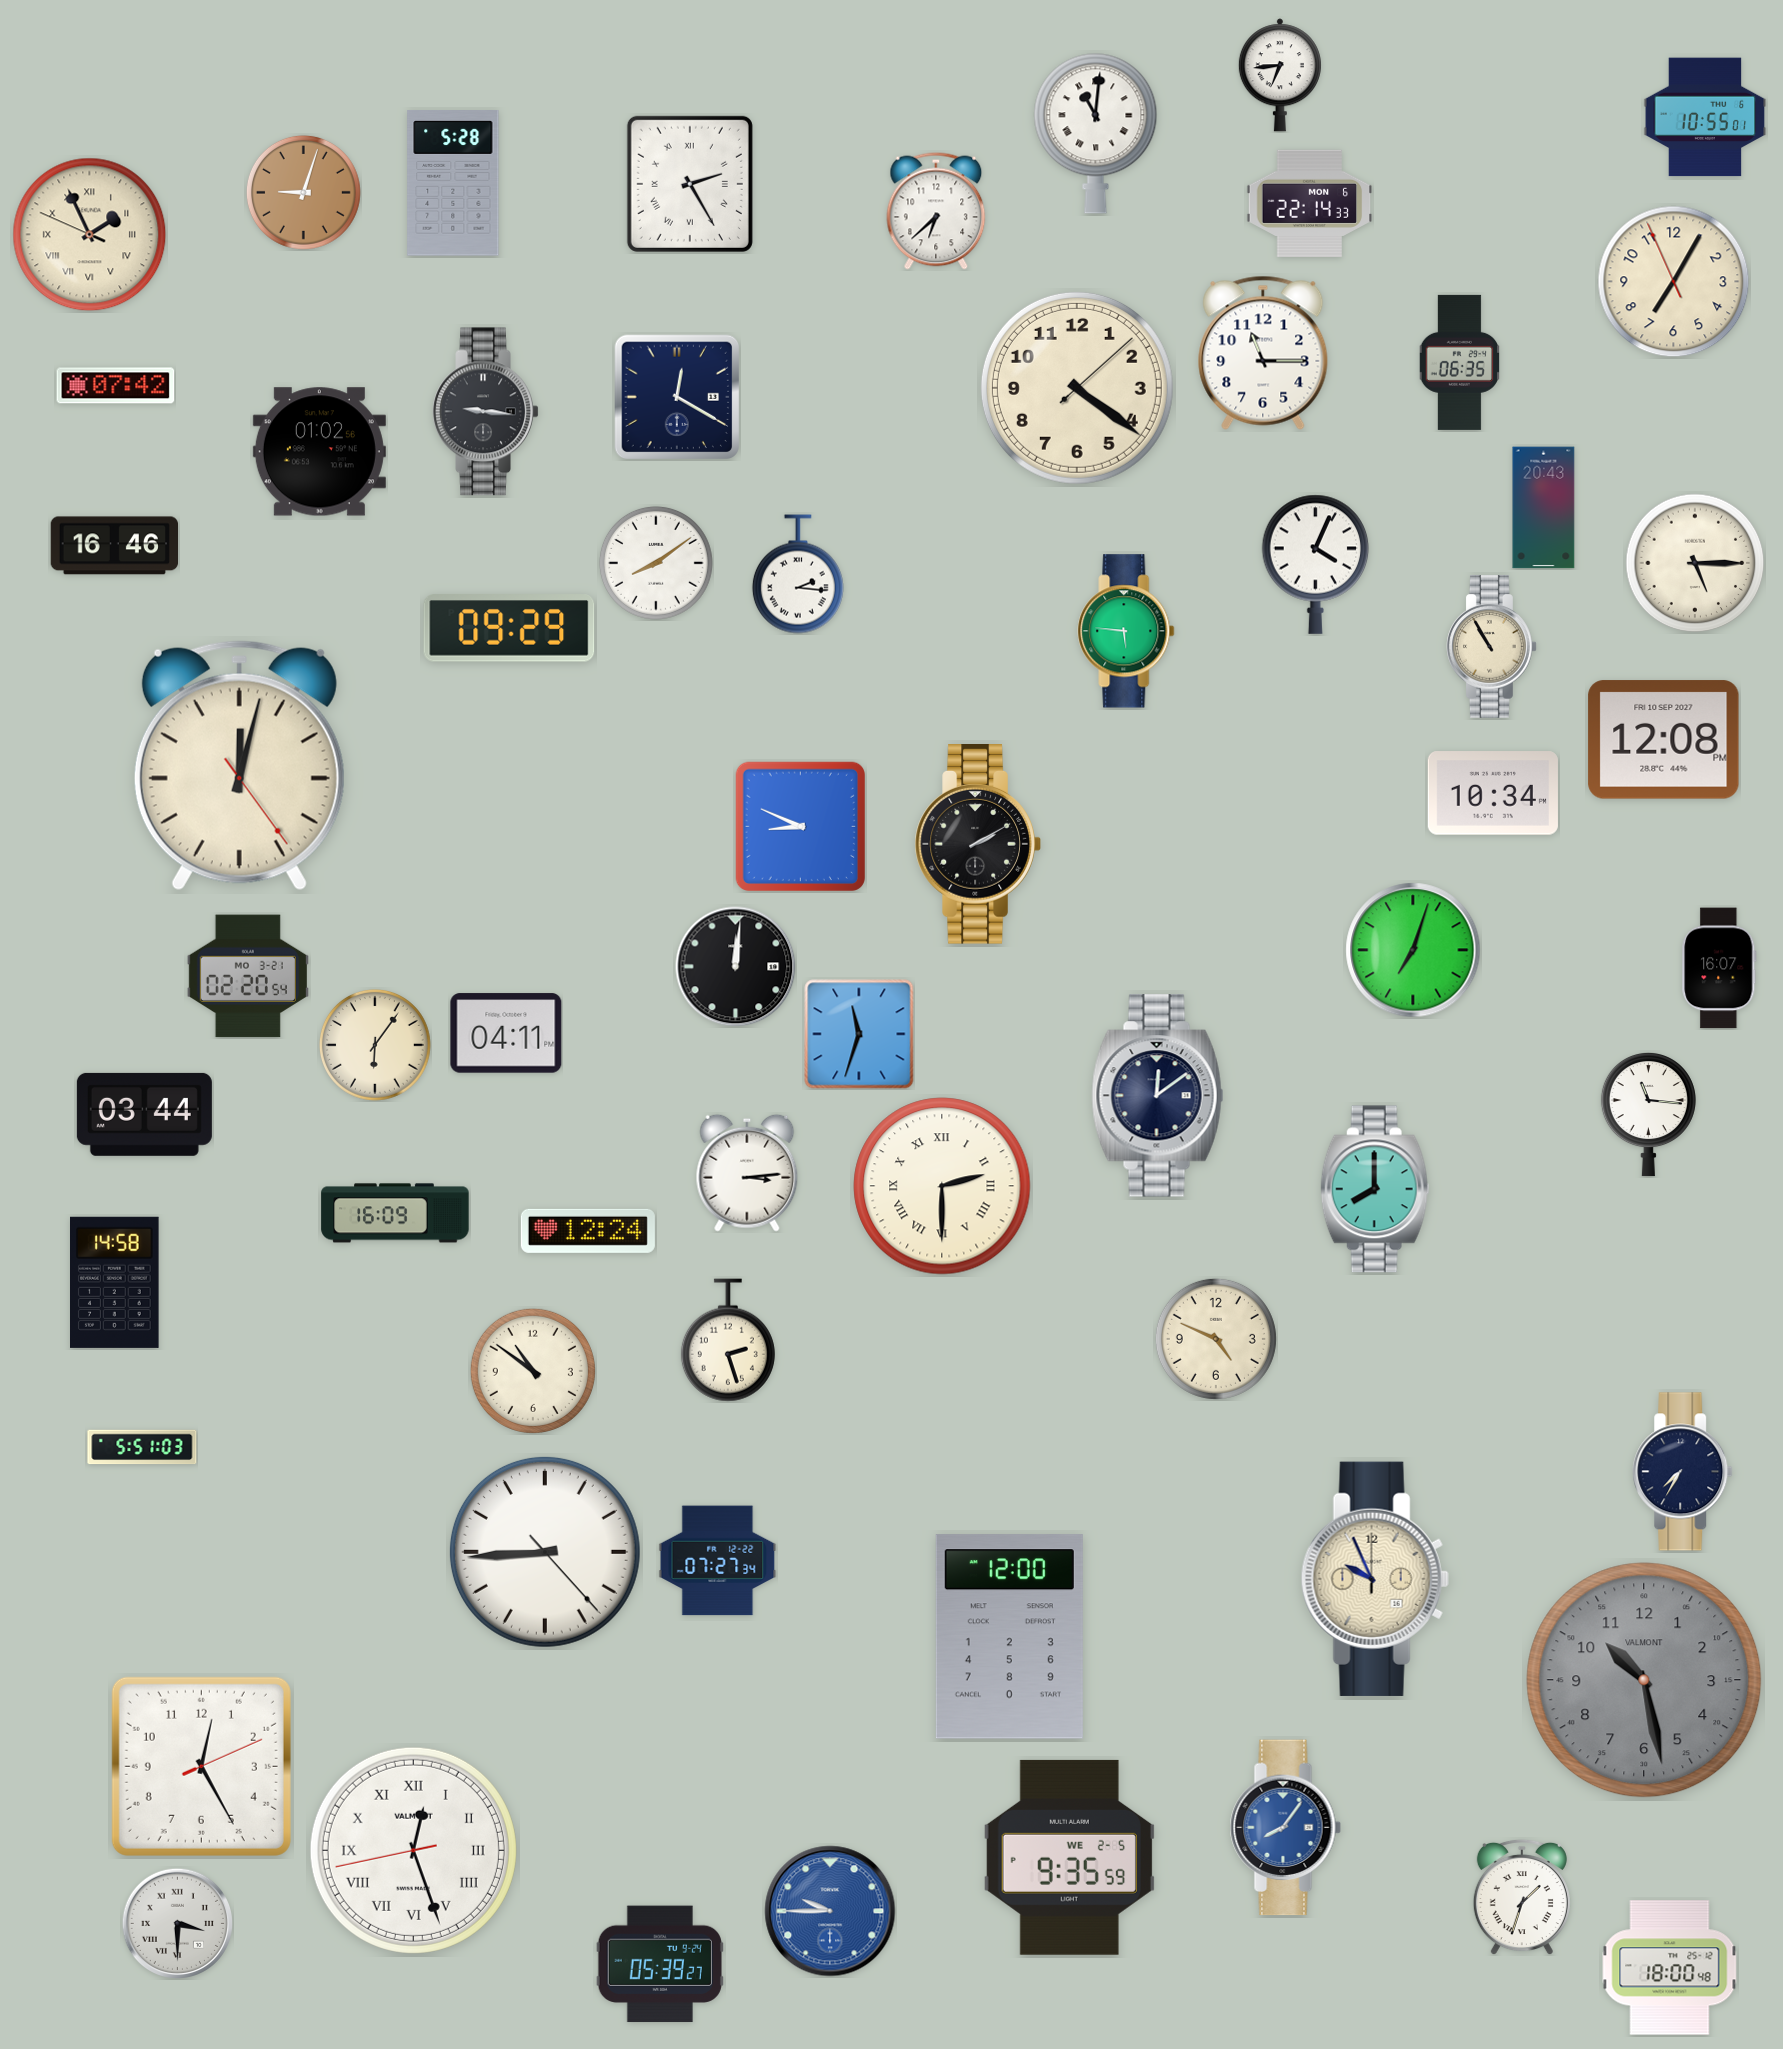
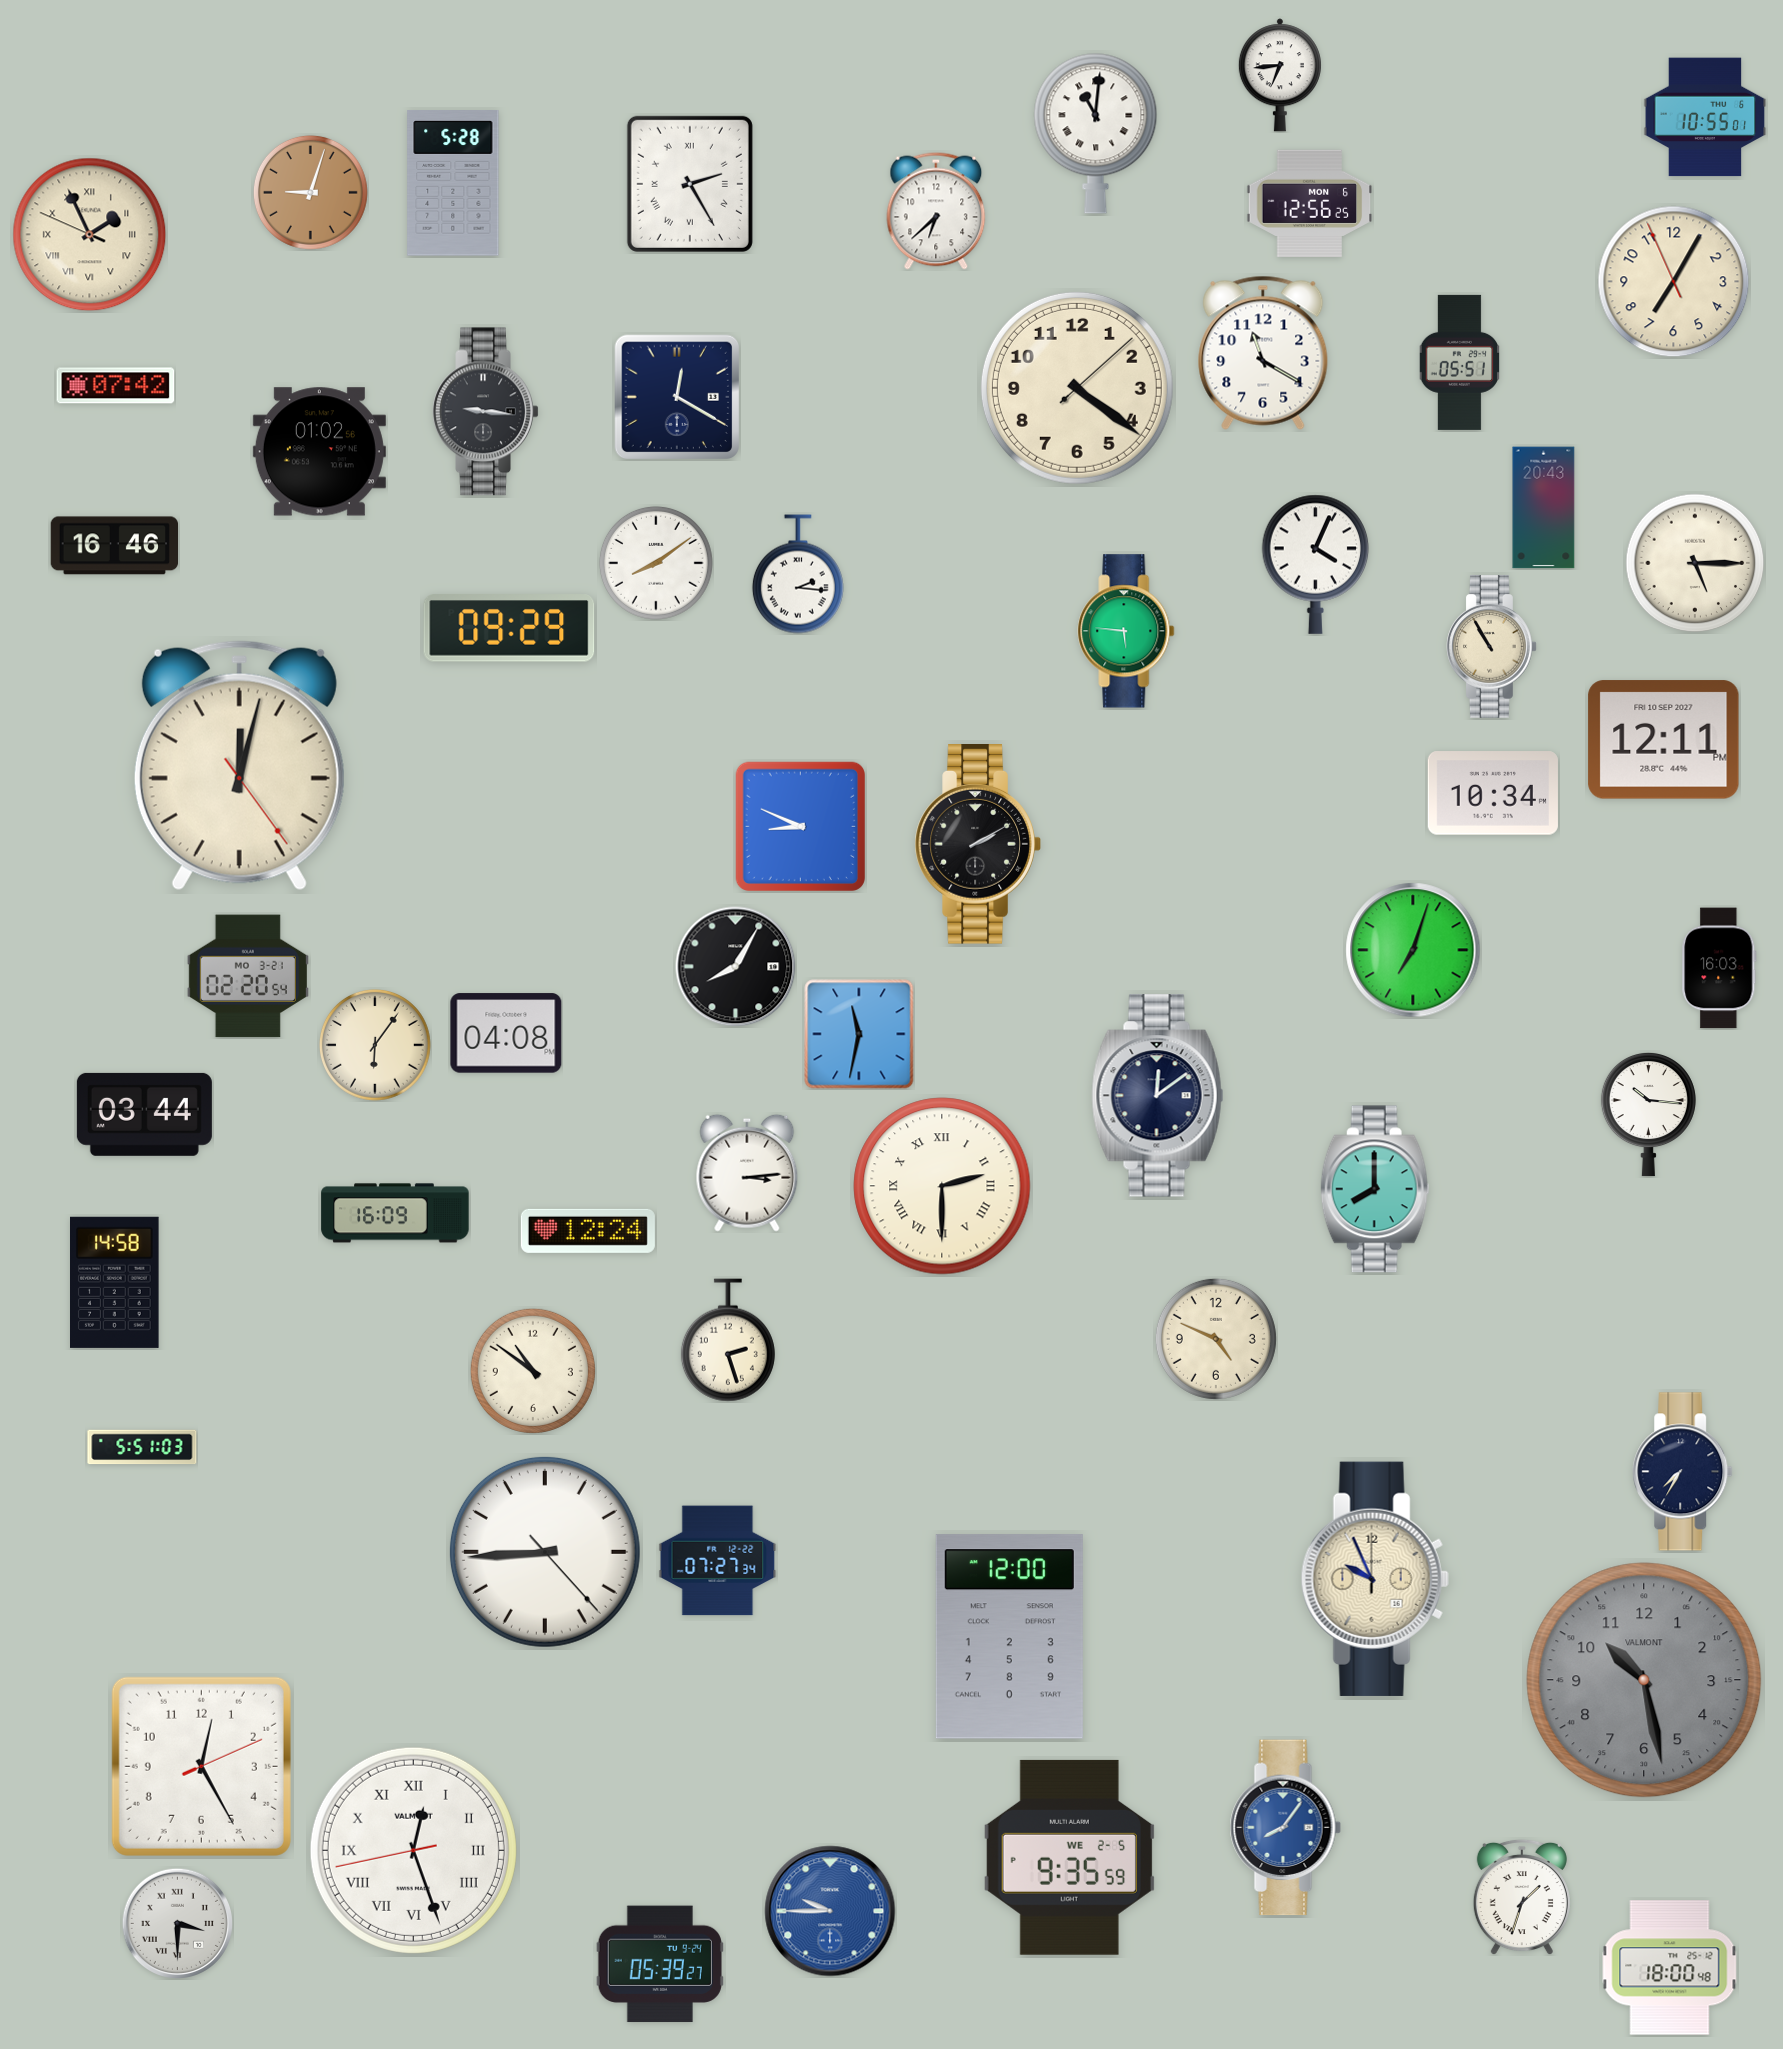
clock at (303, 192) position: (303, 192) -> (310, 192)
clock at (1310, 204): 22:14 -> 12:56
clock at (1263, 353): 11:15 -> 11:20
clock at (1460, 362): 06:35 -> 05:51
clock at (1664, 740): 12:08 -> 12:11
clock at (736, 967): 12:01 -> 8:05
clock at (1719, 968): 16:07 -> 16:03
clock at (506, 1033): 04:11 -> 04:08
clock at (859, 1034): 11:33 -> 11:32
clock at (1648, 1114): 11:16 -> 10:16
